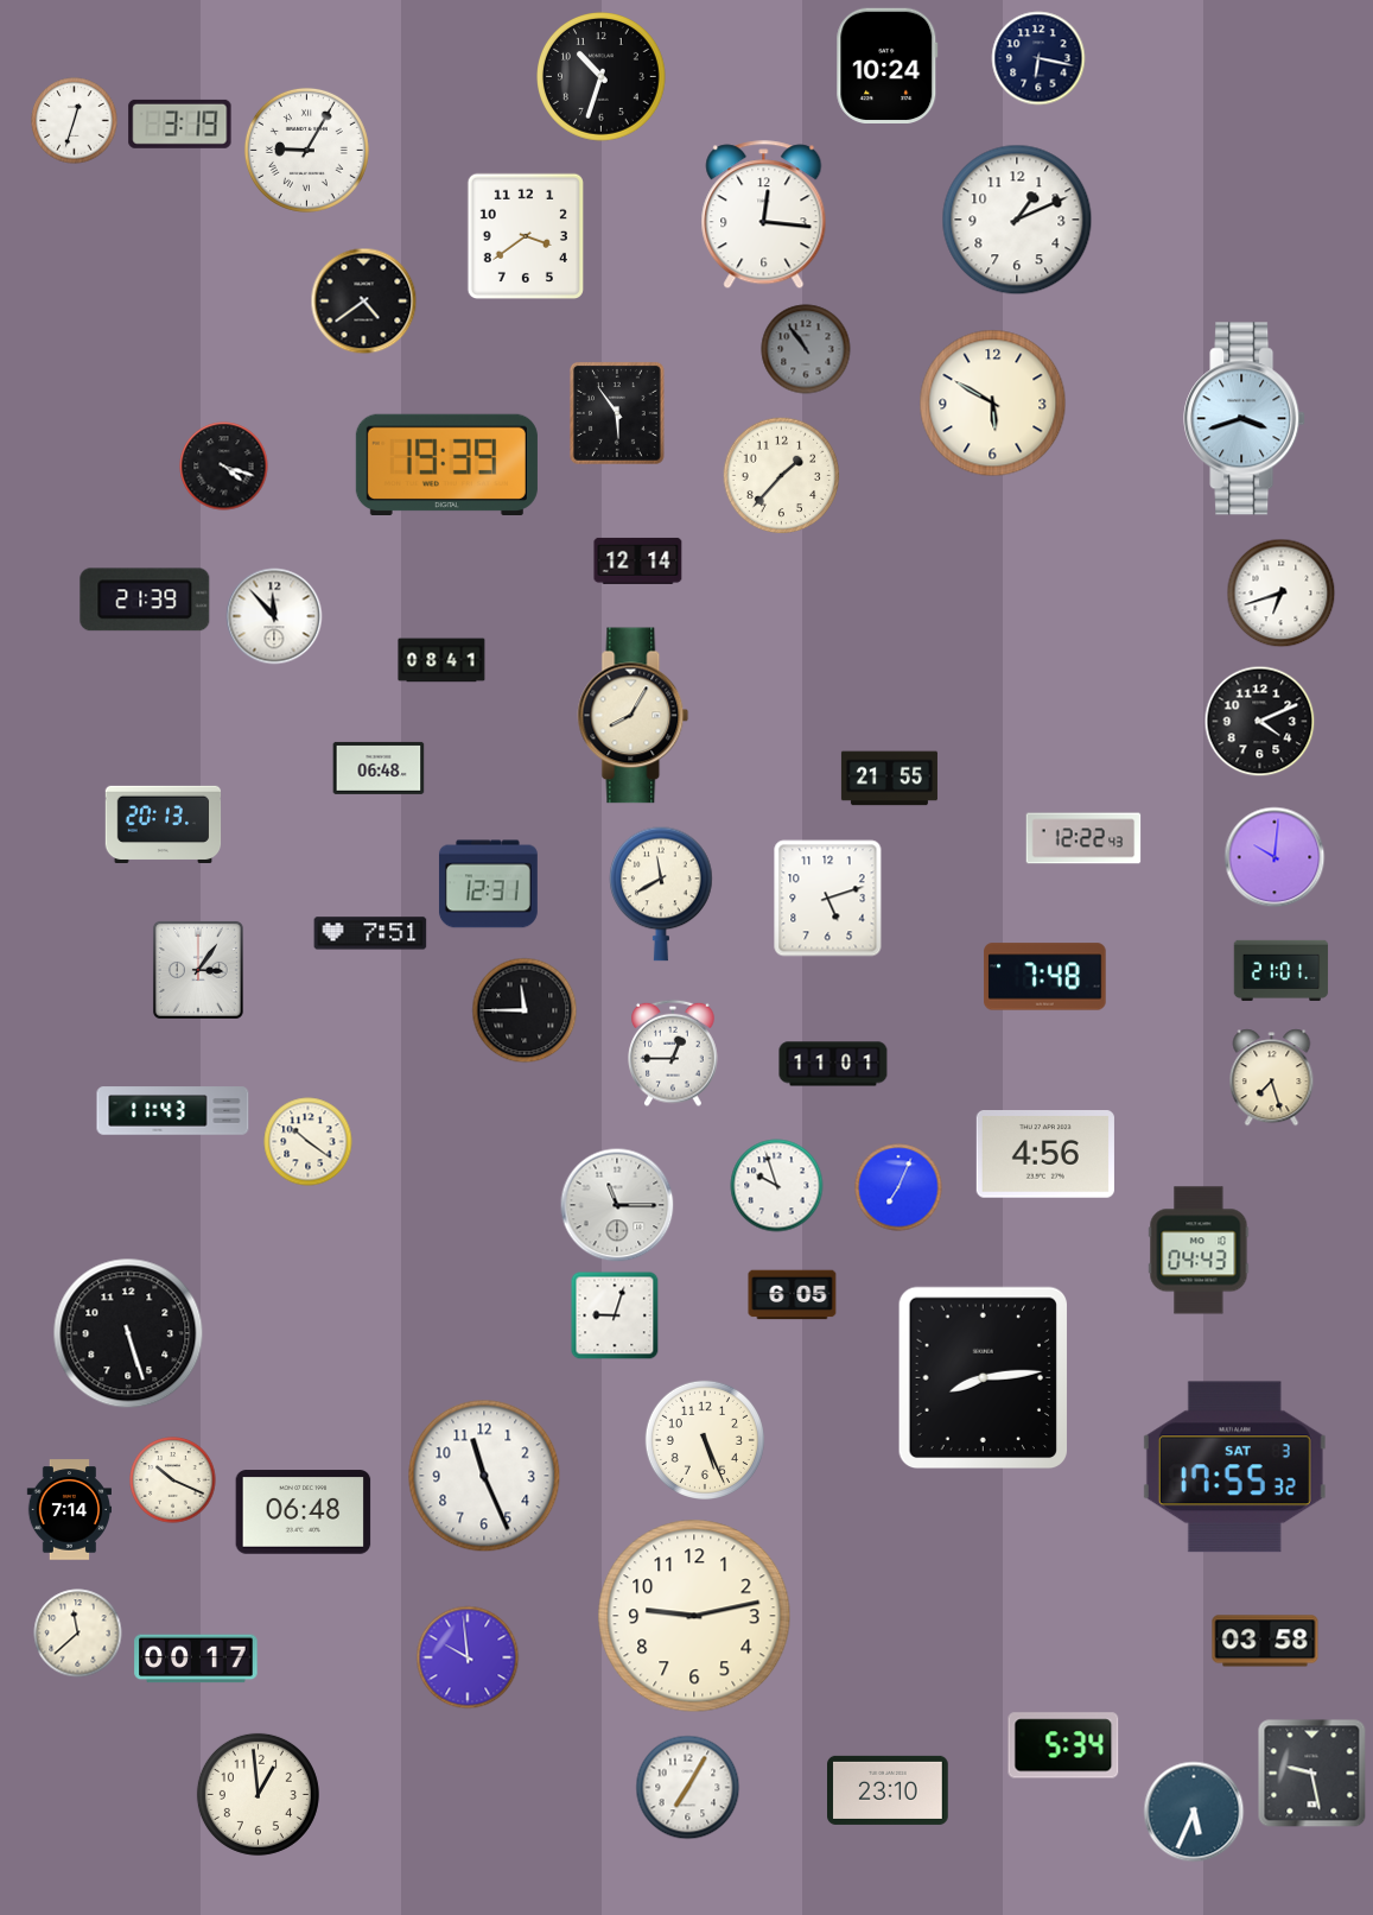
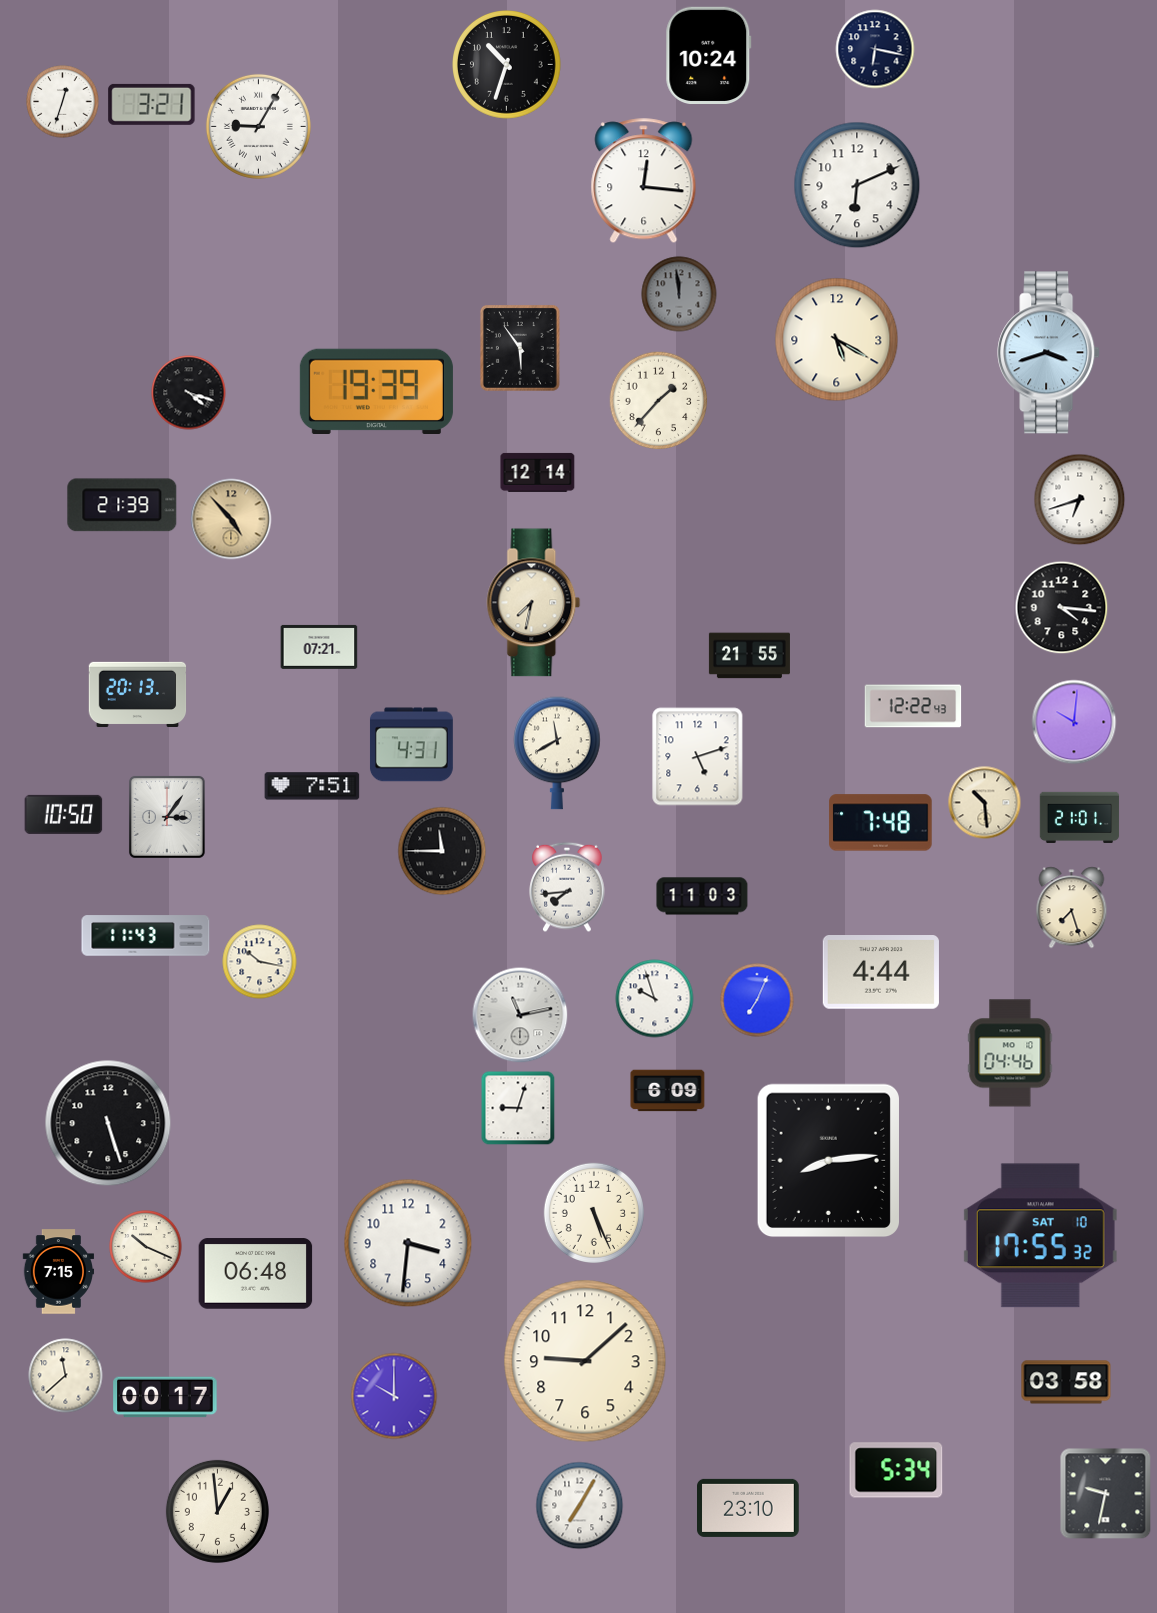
clock at (888, 65) position: (888, 65) -> (709, 55)
clock at (180, 123): 3:19 -> 3:21
clock at (1017, 220): 1:11 -> 6:11
clock at (526, 235): 3:39 -> none
clock at (364, 302): 4:39 -> none
clock at (806, 349): 10:54 -> 11:59
clock at (993, 404): 5:50 -> 5:20
clock at (274, 616): 11:53 -> 4:53
clock at (274, 616) dial: white -> champagne
clock at (441, 660): 08:41 -> none
clock at (634, 716): 8:05 -> 7:32
clock at (1260, 722): 4:11 -> 4:16
clock at (379, 768): 06:48 -> 07:21
clock at (488, 884): 12:31 -> 4:31
clock at (985, 803): none -> 10:29
clock at (64, 814): none -> 10:50
clock at (673, 1053): 12:45 -> 7:44
clock at (833, 1064): 11:01 -> 11:03
clock at (309, 1142): 10:21 -> 10:17
clock at (1045, 1155): 4:56 -> 4:44
clock at (617, 1205): 11:15 -> 11:13
clock at (1199, 1250): 04:43 -> 04:46
clock at (793, 1295): 6:05 -> 6:09
clock at (1234, 1467) date: SAT 3 -> SAT 10
clock at (484, 1476): 11:26 -> 3:31
clock at (69, 1510): 7:14 -> 7:15
clock at (694, 1616): 9:13 -> 9:08
clock at (468, 1657): 9:59 -> 10:00
clock at (1312, 1774): 9:28 -> 9:32
clock at (1194, 1812): 5:34 -> none
